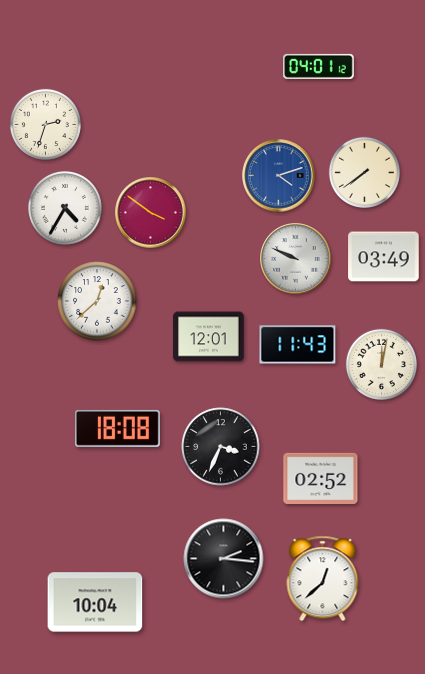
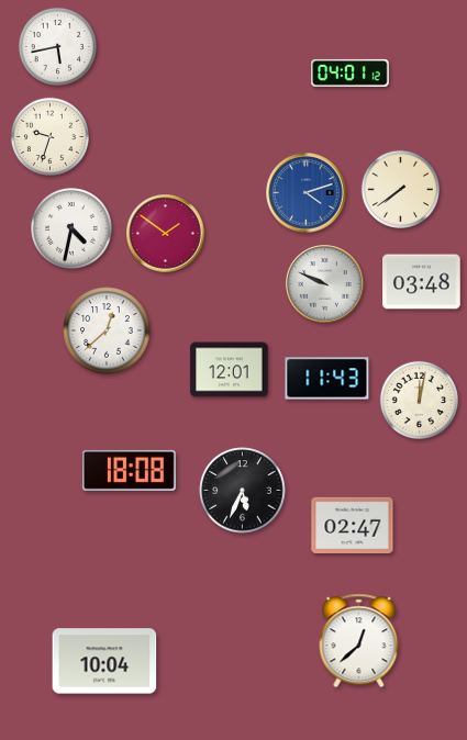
clock at (57, 46): none -> 5:43
clock at (45, 124): 2:33 -> 9:33
clock at (65, 208): 4:35 -> 4:32
clock at (151, 213): 3:51 -> 1:51
clock at (384, 257): 03:49 -> 03:48
clock at (221, 447): 3:34 -> 5:34
clock at (321, 478): 02:52 -> 02:47
clock at (224, 559): 2:16 -> none
clock at (323, 579) position: (323, 579) -> (359, 641)
